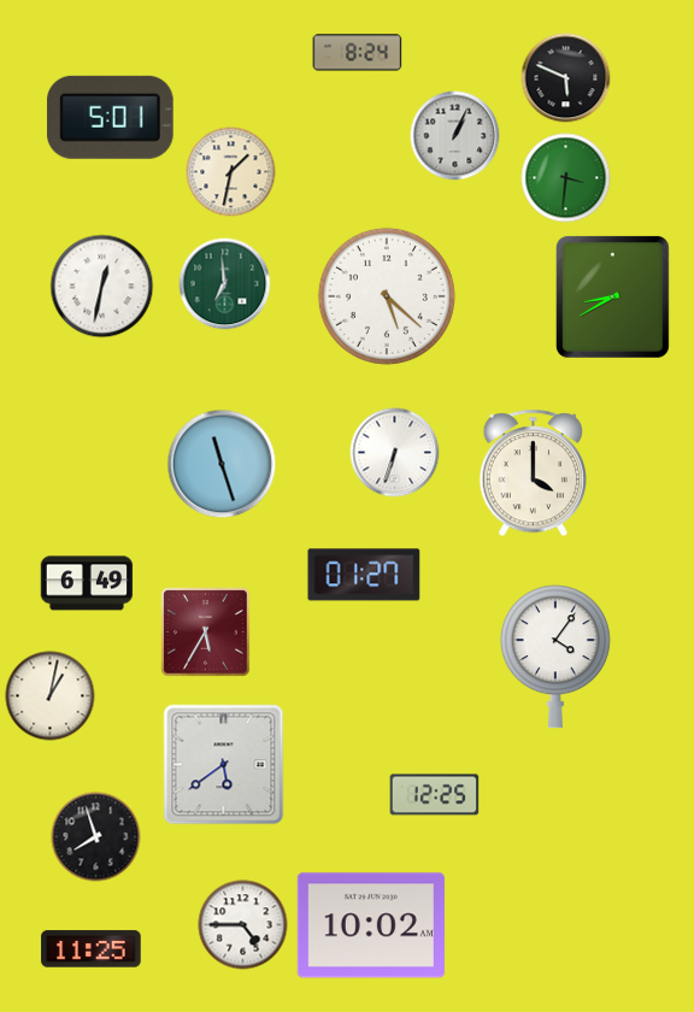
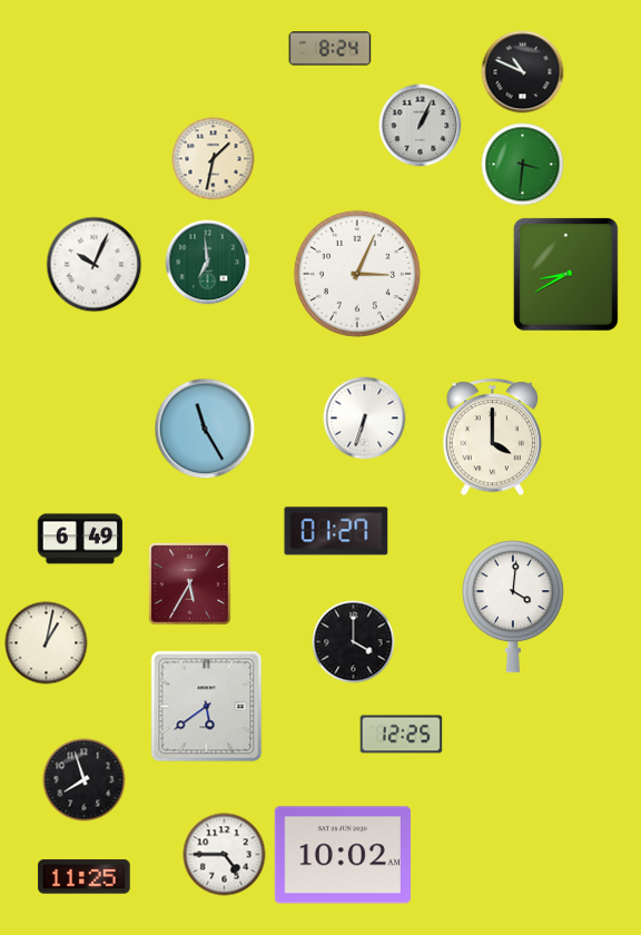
clock at (566, 78): 5:49 -> 10:49
clock at (110, 117): 5:01 -> none
clock at (102, 287): 12:32 -> 10:04
clock at (387, 296): 5:22 -> 3:04
clock at (222, 464): 11:27 -> 11:25
clock at (555, 657): 4:06 -> 4:01
clock at (354, 642): none -> 4:00
clock at (96, 837) position: (96, 837) -> (85, 780)
